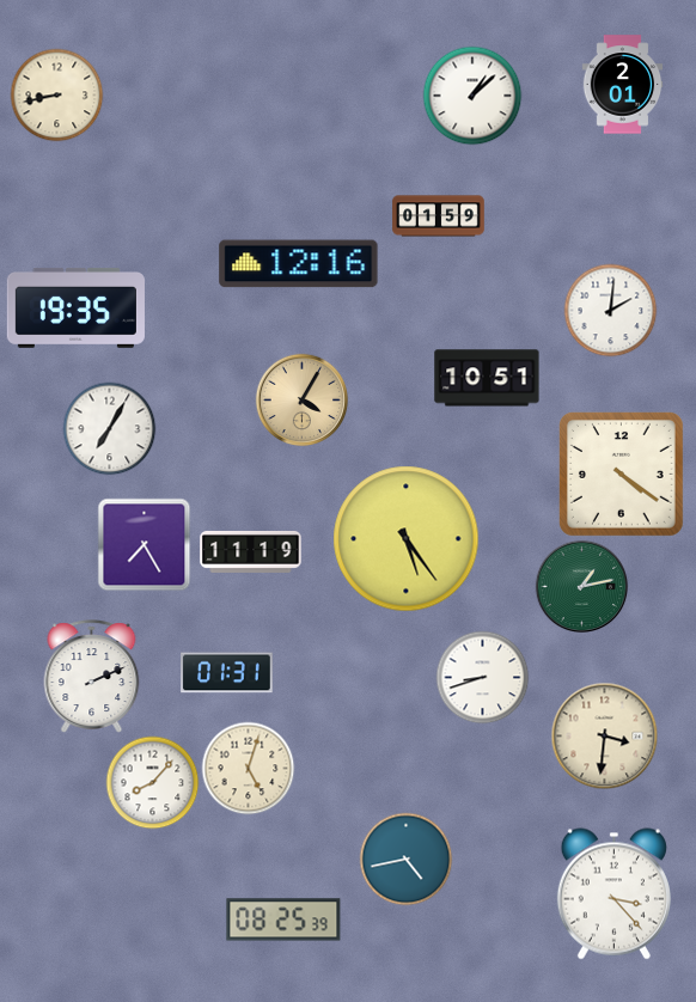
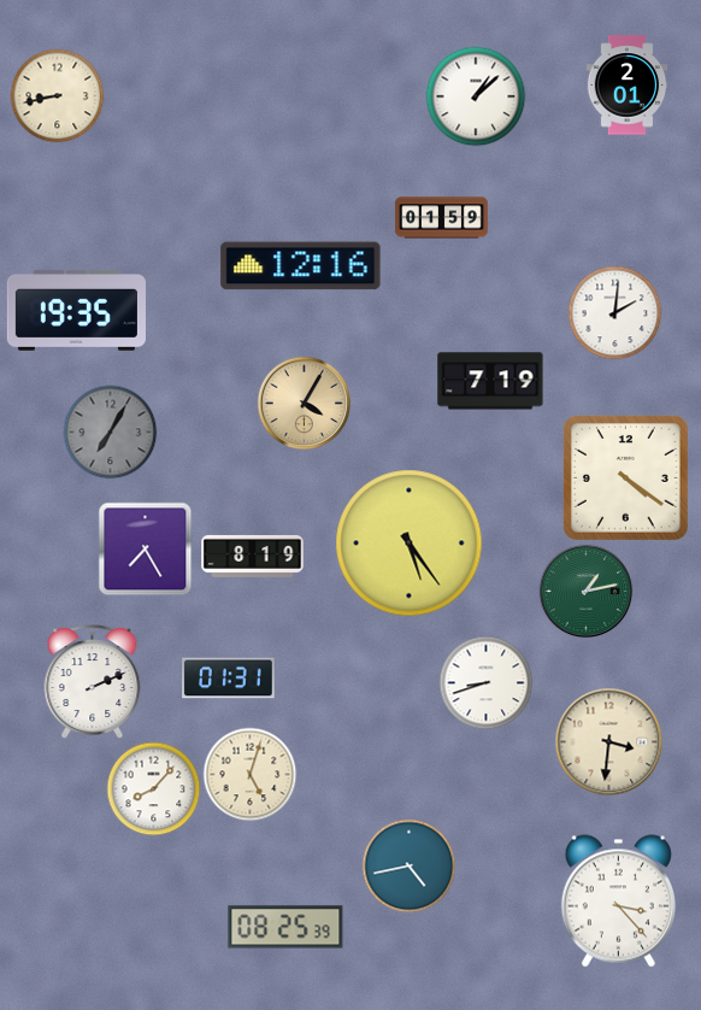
clock at (487, 378): 10:51 -> 7:19
clock at (109, 428) dial: white -> grey
clock at (251, 551): 11:19 -> 8:19
